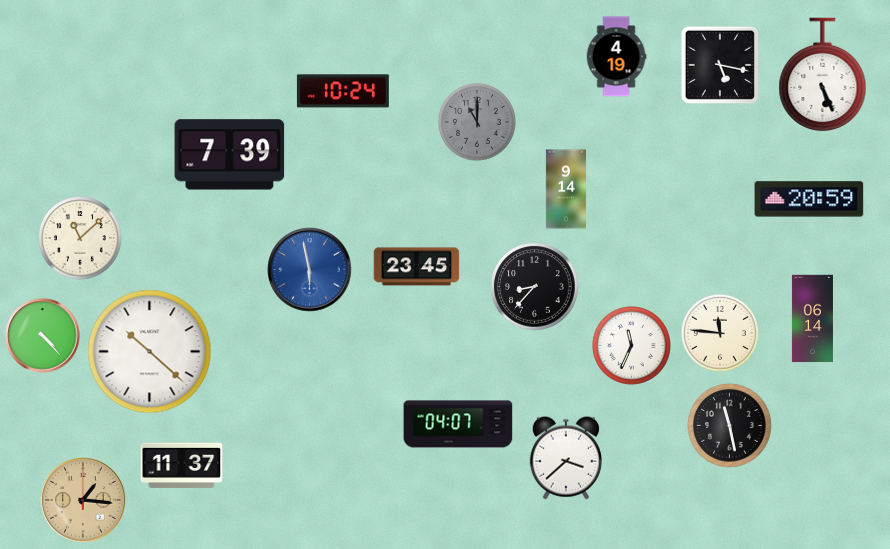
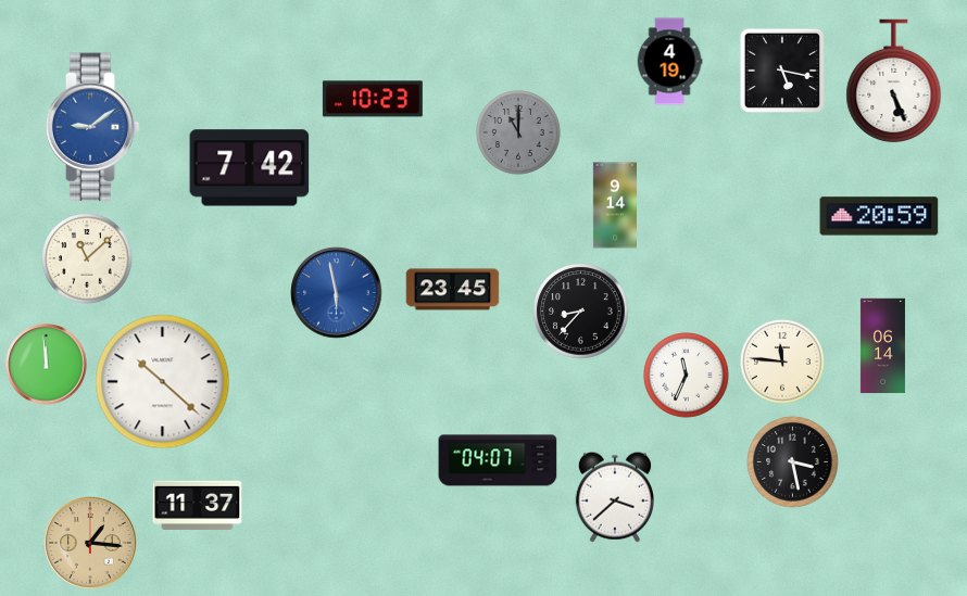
clock at (343, 91): 10:24 -> 10:23
clock at (92, 127): none -> 9:09
clock at (230, 155): 7:39 -> 7:42
clock at (43, 336): 4:23 -> 11:59
clock at (730, 426): 11:28 -> 3:28
